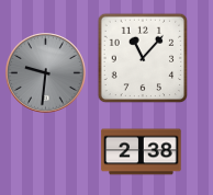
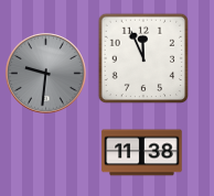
clock at (143, 58): 11:07 -> 11:56
clock at (142, 152): 2:38 -> 11:38
